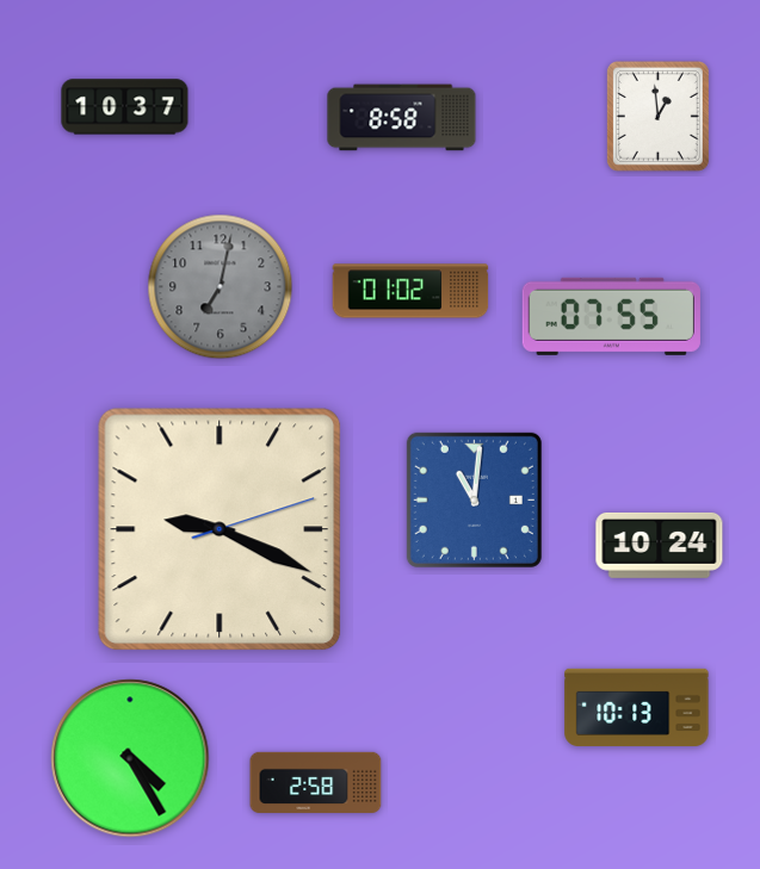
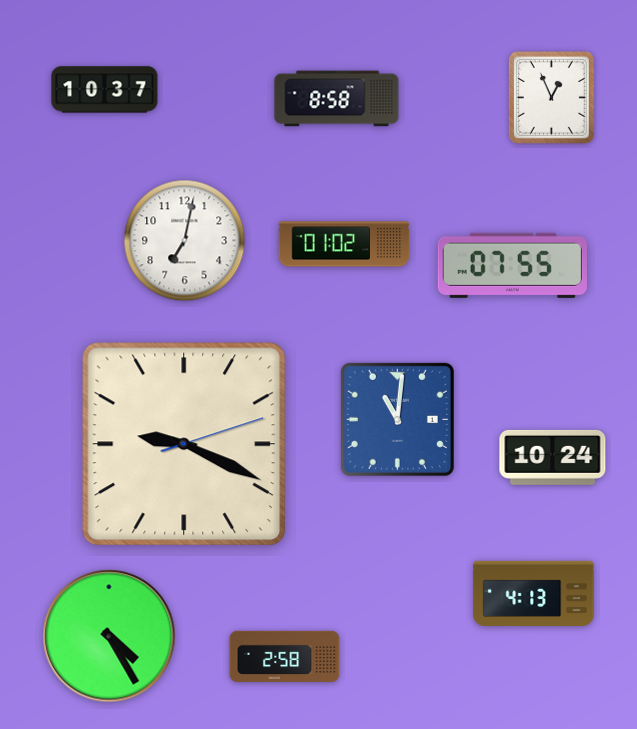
clock at (657, 116): 12:59 -> 12:56
clock at (221, 287) dial: grey -> white
clock at (637, 707): 10:13 -> 4:13
clock at (316, 782) position: (316, 782) -> (285, 656)
